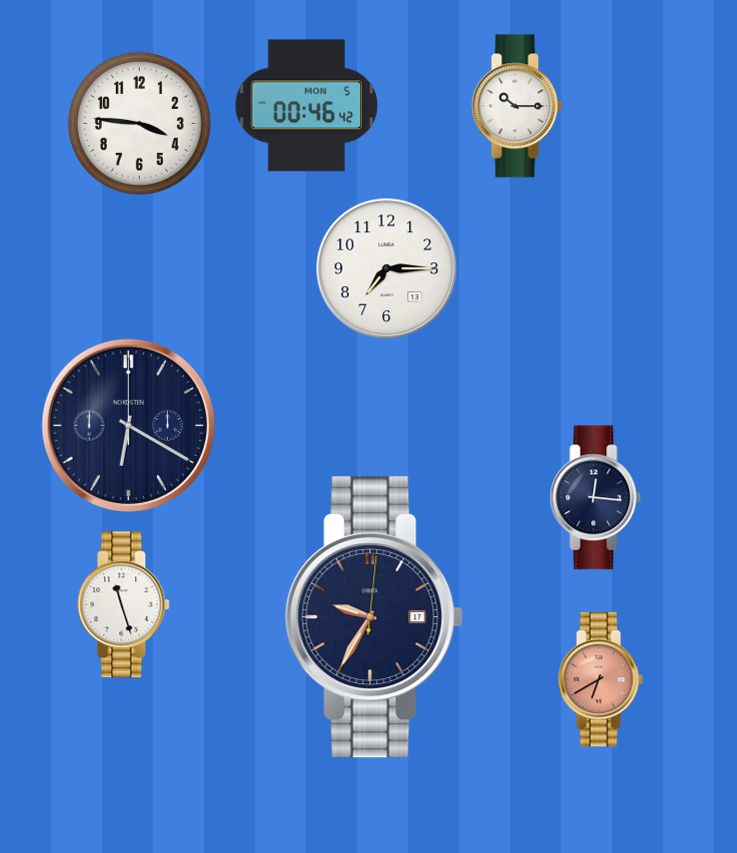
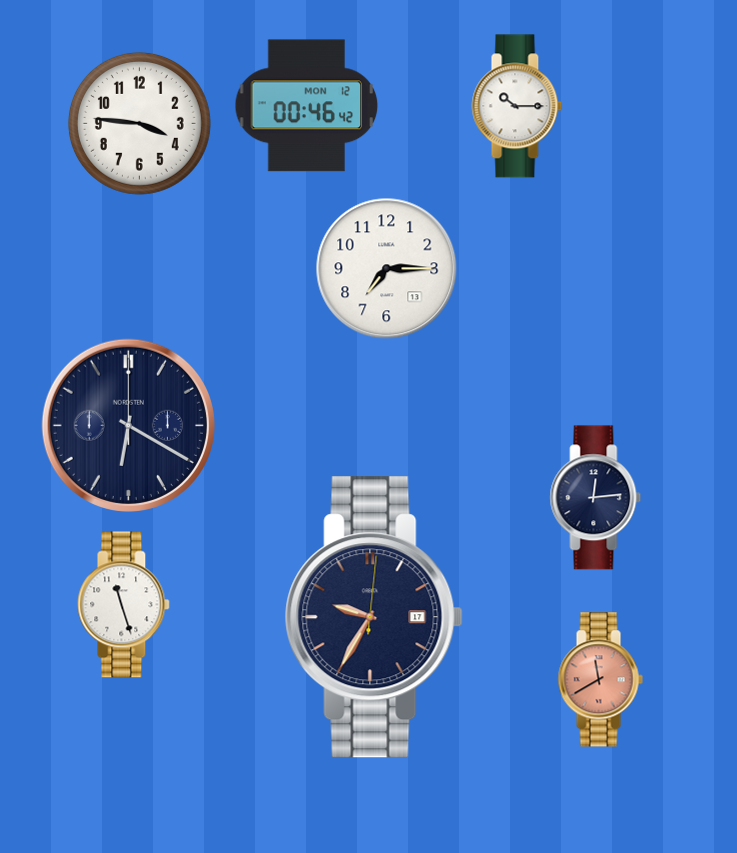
clock at (307, 106) date: MON 5 -> MON 12
clock at (596, 498): 12:16 -> 12:14
clock at (600, 680): 6:40 -> 11:40
